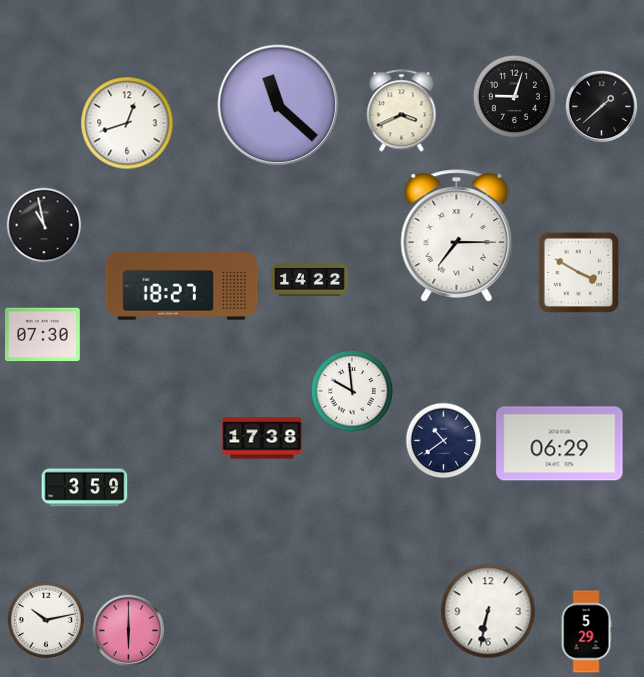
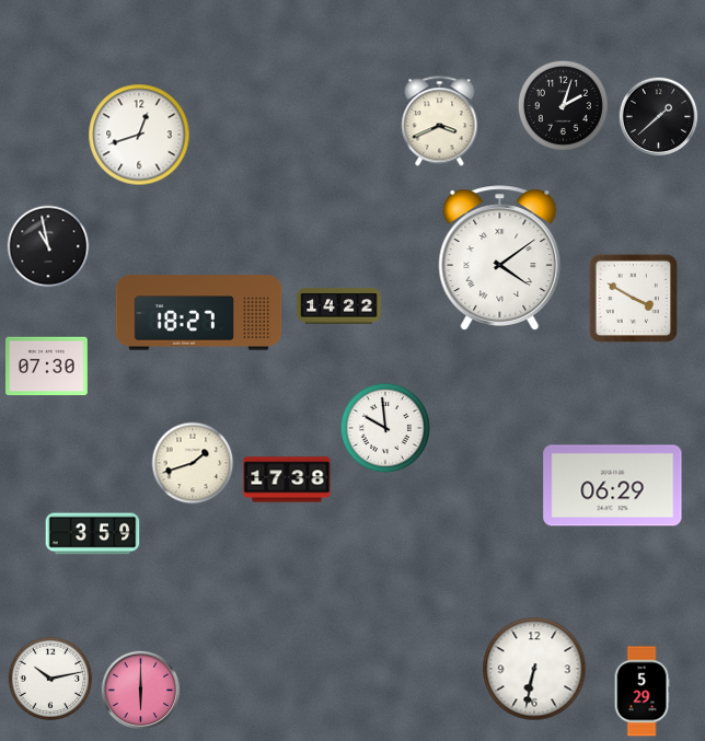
clock at (514, 96): 9:03 -> 2:03
clock at (278, 105): 11:22 -> none
clock at (457, 235): 7:15 -> 4:09
clock at (193, 463): none -> 1:42
clock at (444, 441): 10:39 -> none
